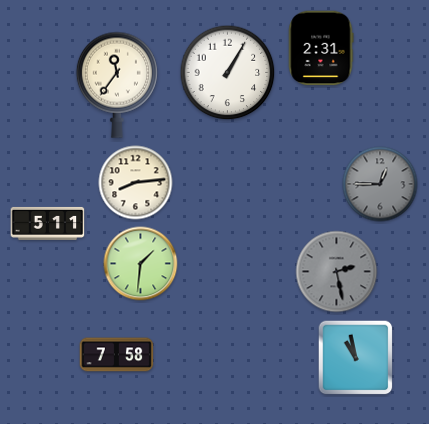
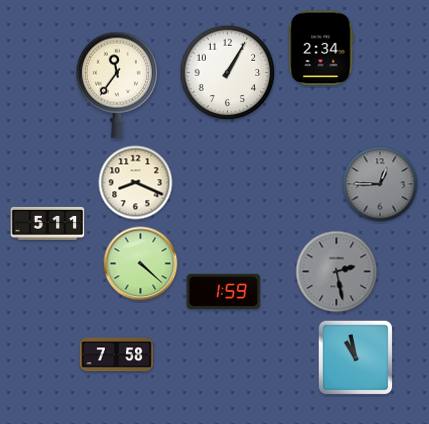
clock at (321, 48): 2:31 -> 2:34
clock at (136, 183): 8:14 -> 8:19
clock at (141, 264): 1:31 -> 4:22
clock at (224, 291): none -> 1:59
